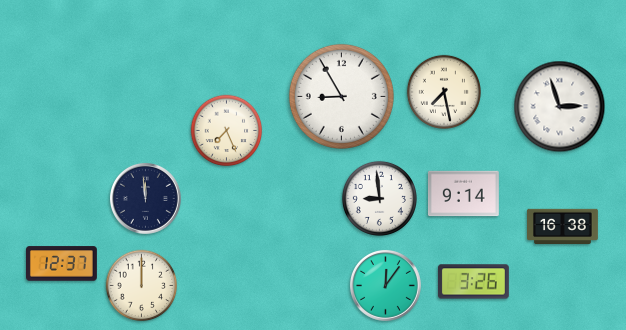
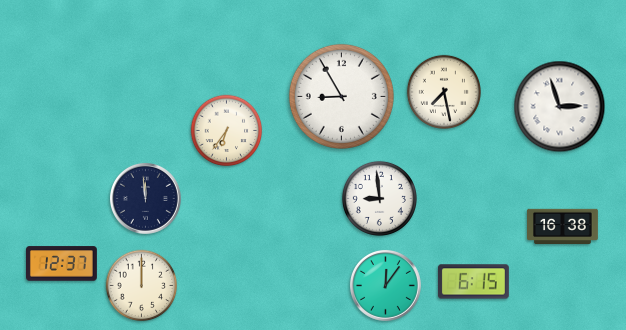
clock at (227, 131): 7:26 -> 6:36
clock at (463, 194): 9:14 -> none
clock at (473, 282): 3:26 -> 6:15
